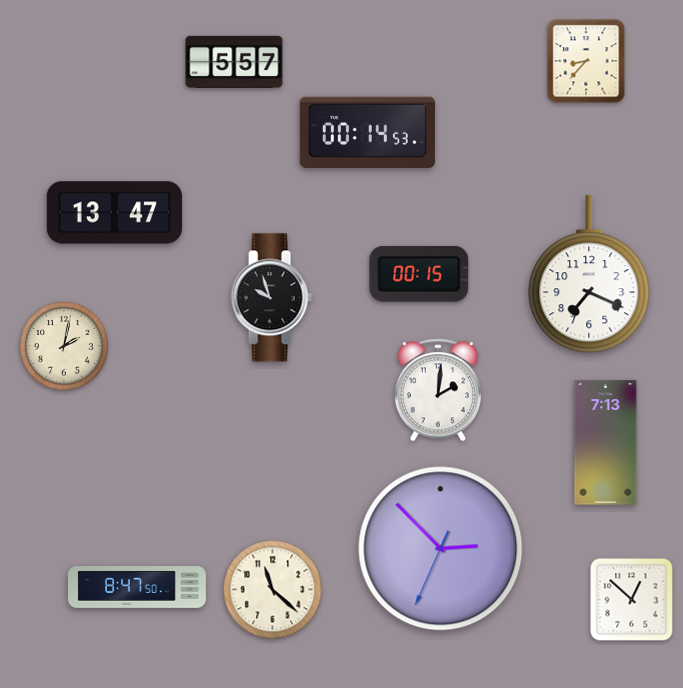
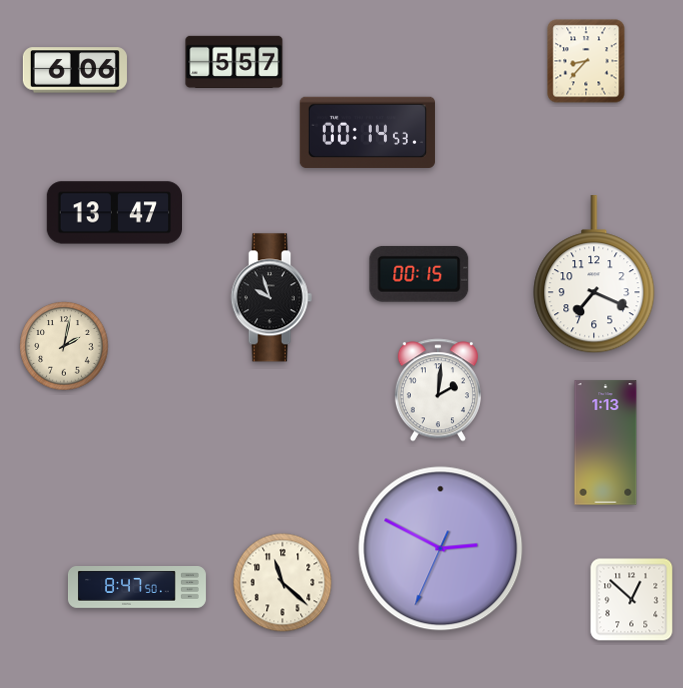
clock at (75, 70): none -> 6:06
clock at (589, 275) position: (589, 275) -> (594, 275)
clock at (606, 443): 7:13 -> 1:13
clock at (441, 549): 2:52 -> 2:49
clock at (273, 590) position: (273, 590) -> (283, 583)
